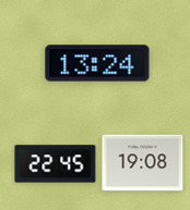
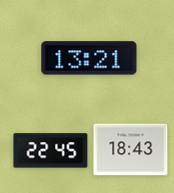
clock at (97, 63): 13:24 -> 13:21
clock at (143, 163): 19:08 -> 18:43
